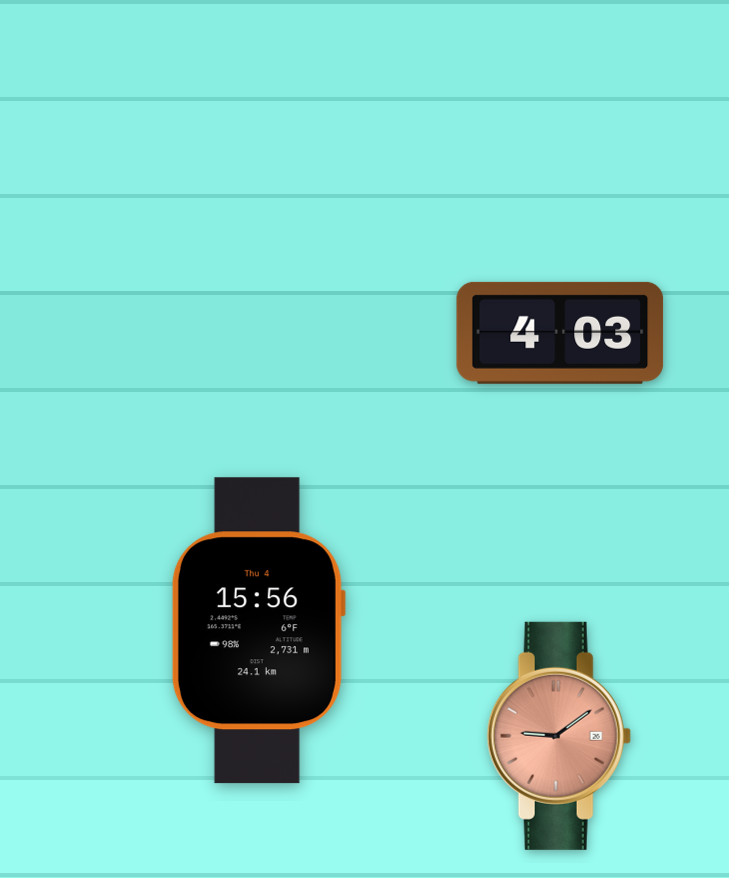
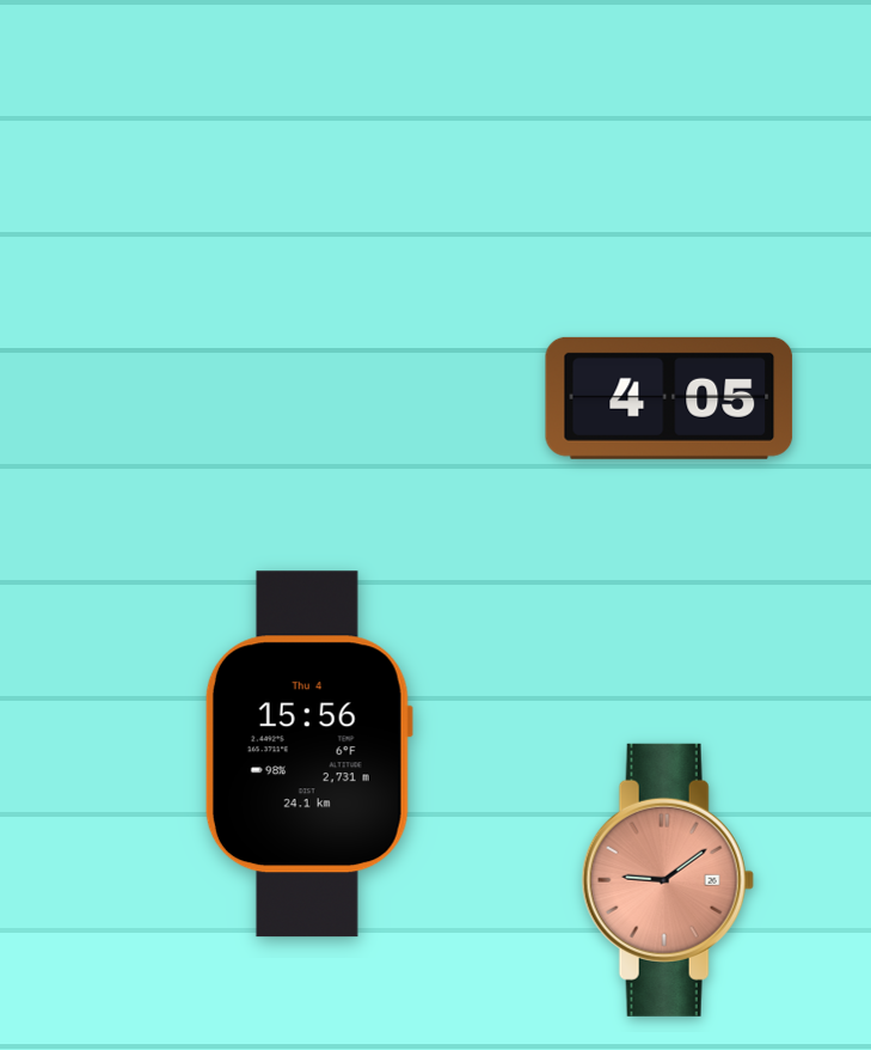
clock at (560, 333): 4:03 -> 4:05
